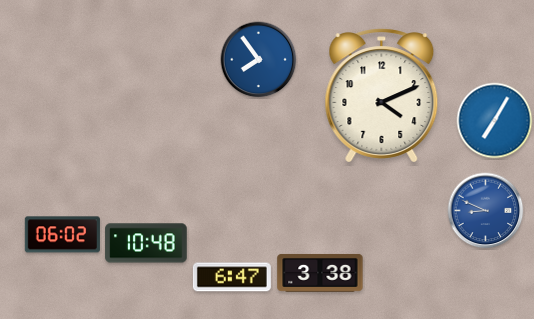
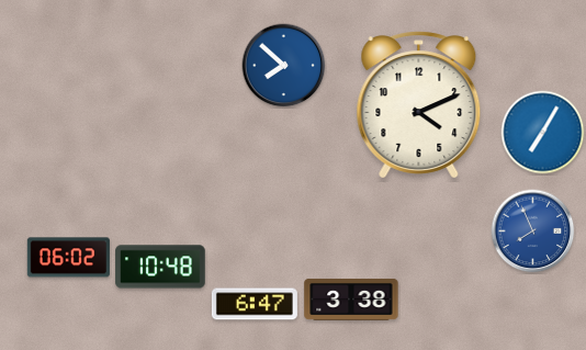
clock at (259, 60): 7:54 -> 7:52
clock at (486, 211): 8:49 -> 7:56
